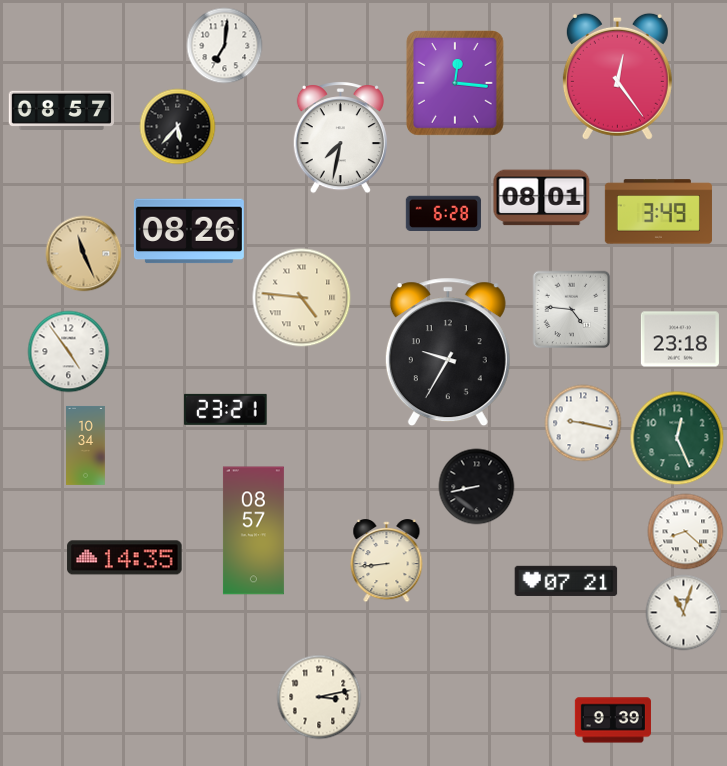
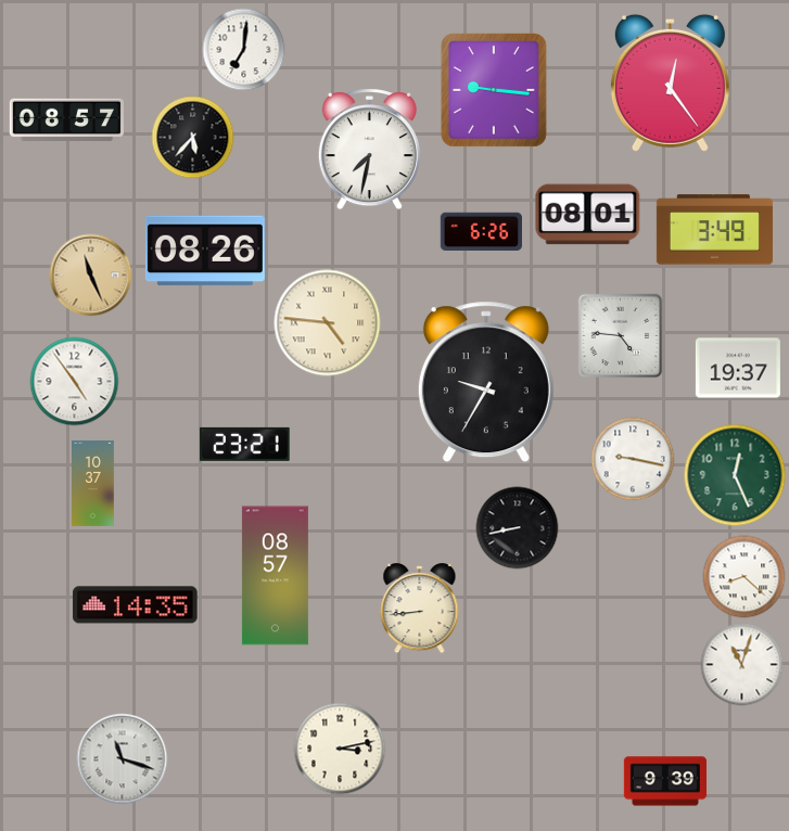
clock at (455, 83): 12:16 -> 9:16
clock at (443, 214): 6:28 -> 6:26
clock at (680, 339): 23:18 -> 19:37
clock at (86, 445): 10:34 -> 10:37
clock at (566, 580): 07:21 -> none
clock at (319, 697) position: (319, 697) -> (340, 749)
clock at (123, 759): none -> 11:18
